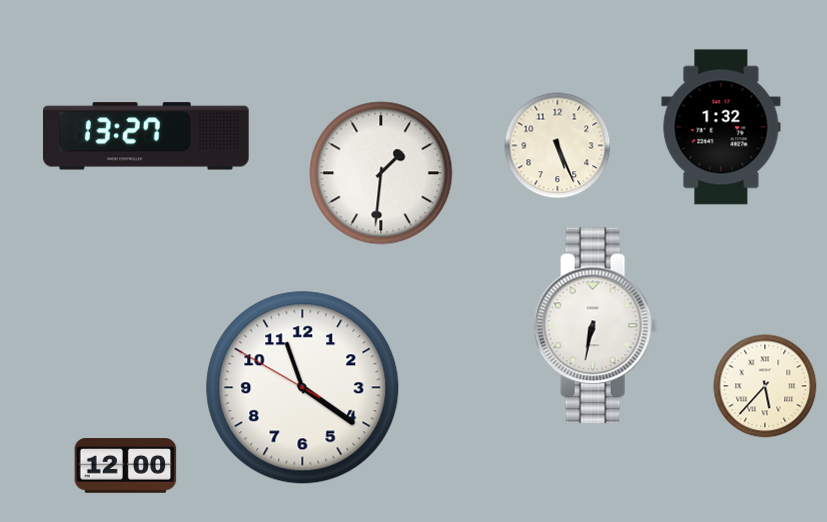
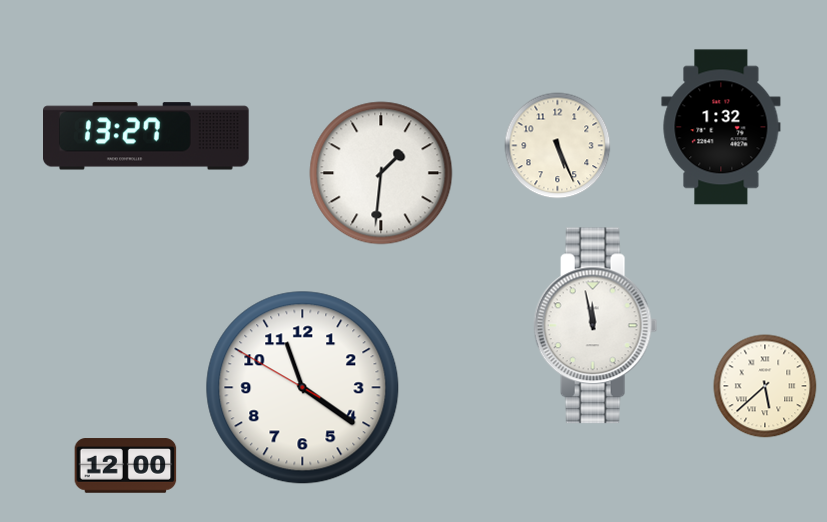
clock at (596, 326): 6:32 -> 11:58
clock at (765, 386): 5:37 -> 5:38
